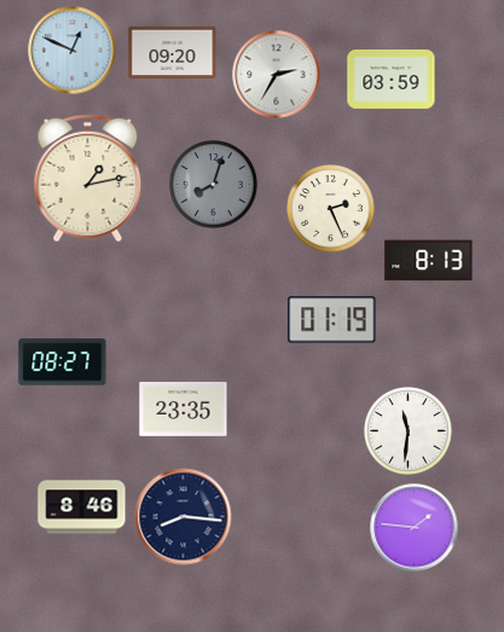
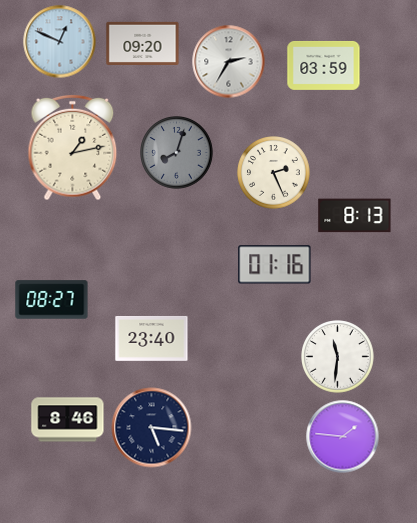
clock at (332, 320): 01:19 -> 01:16
clock at (184, 408): 23:35 -> 23:40
clock at (184, 517): 8:16 -> 5:16
